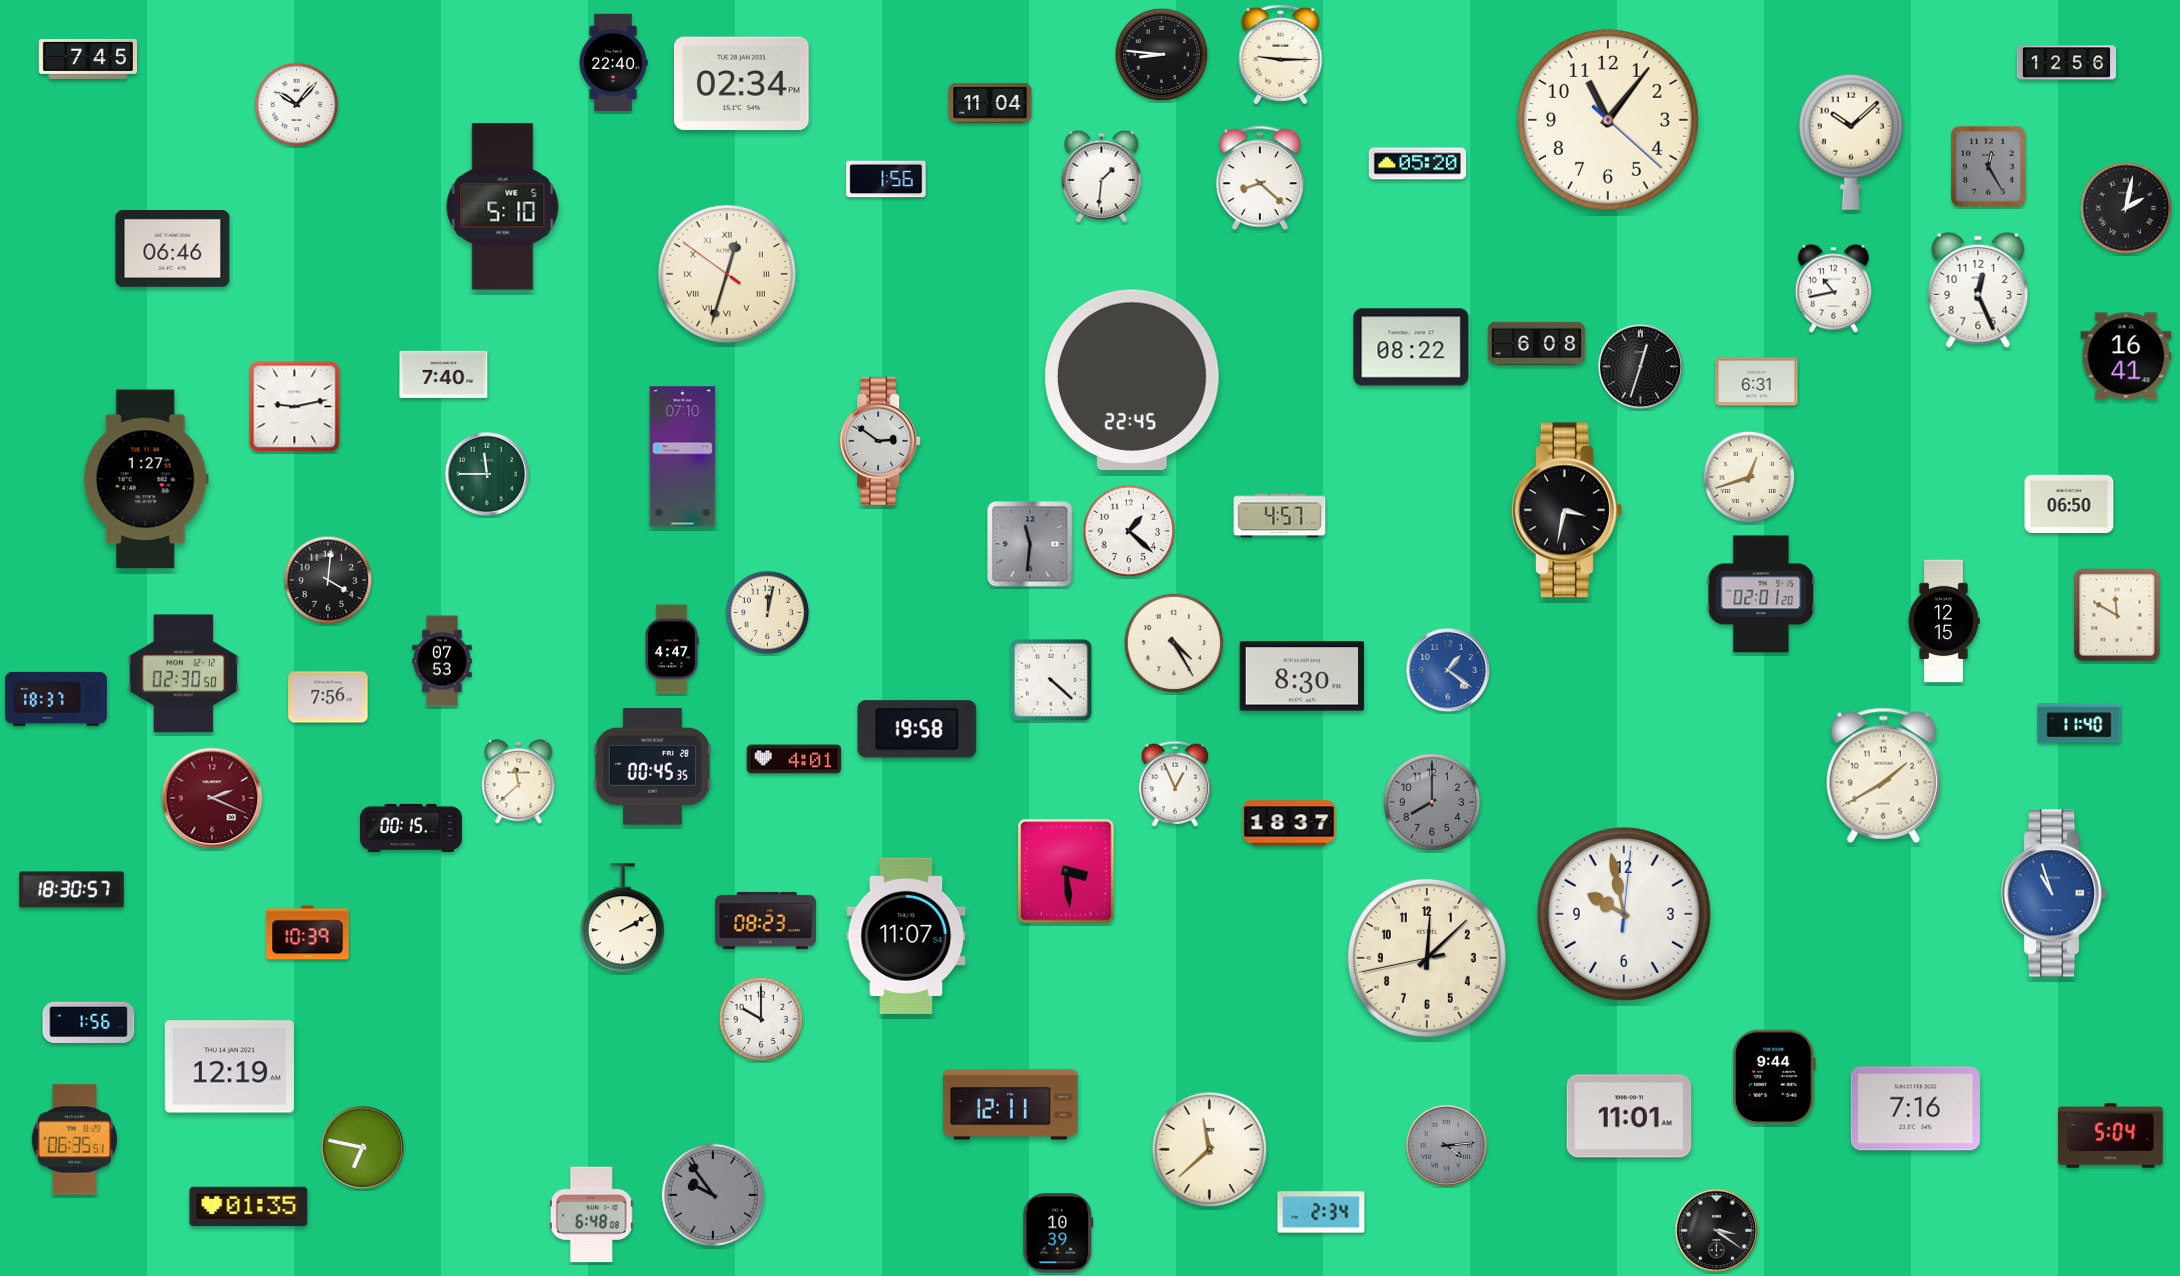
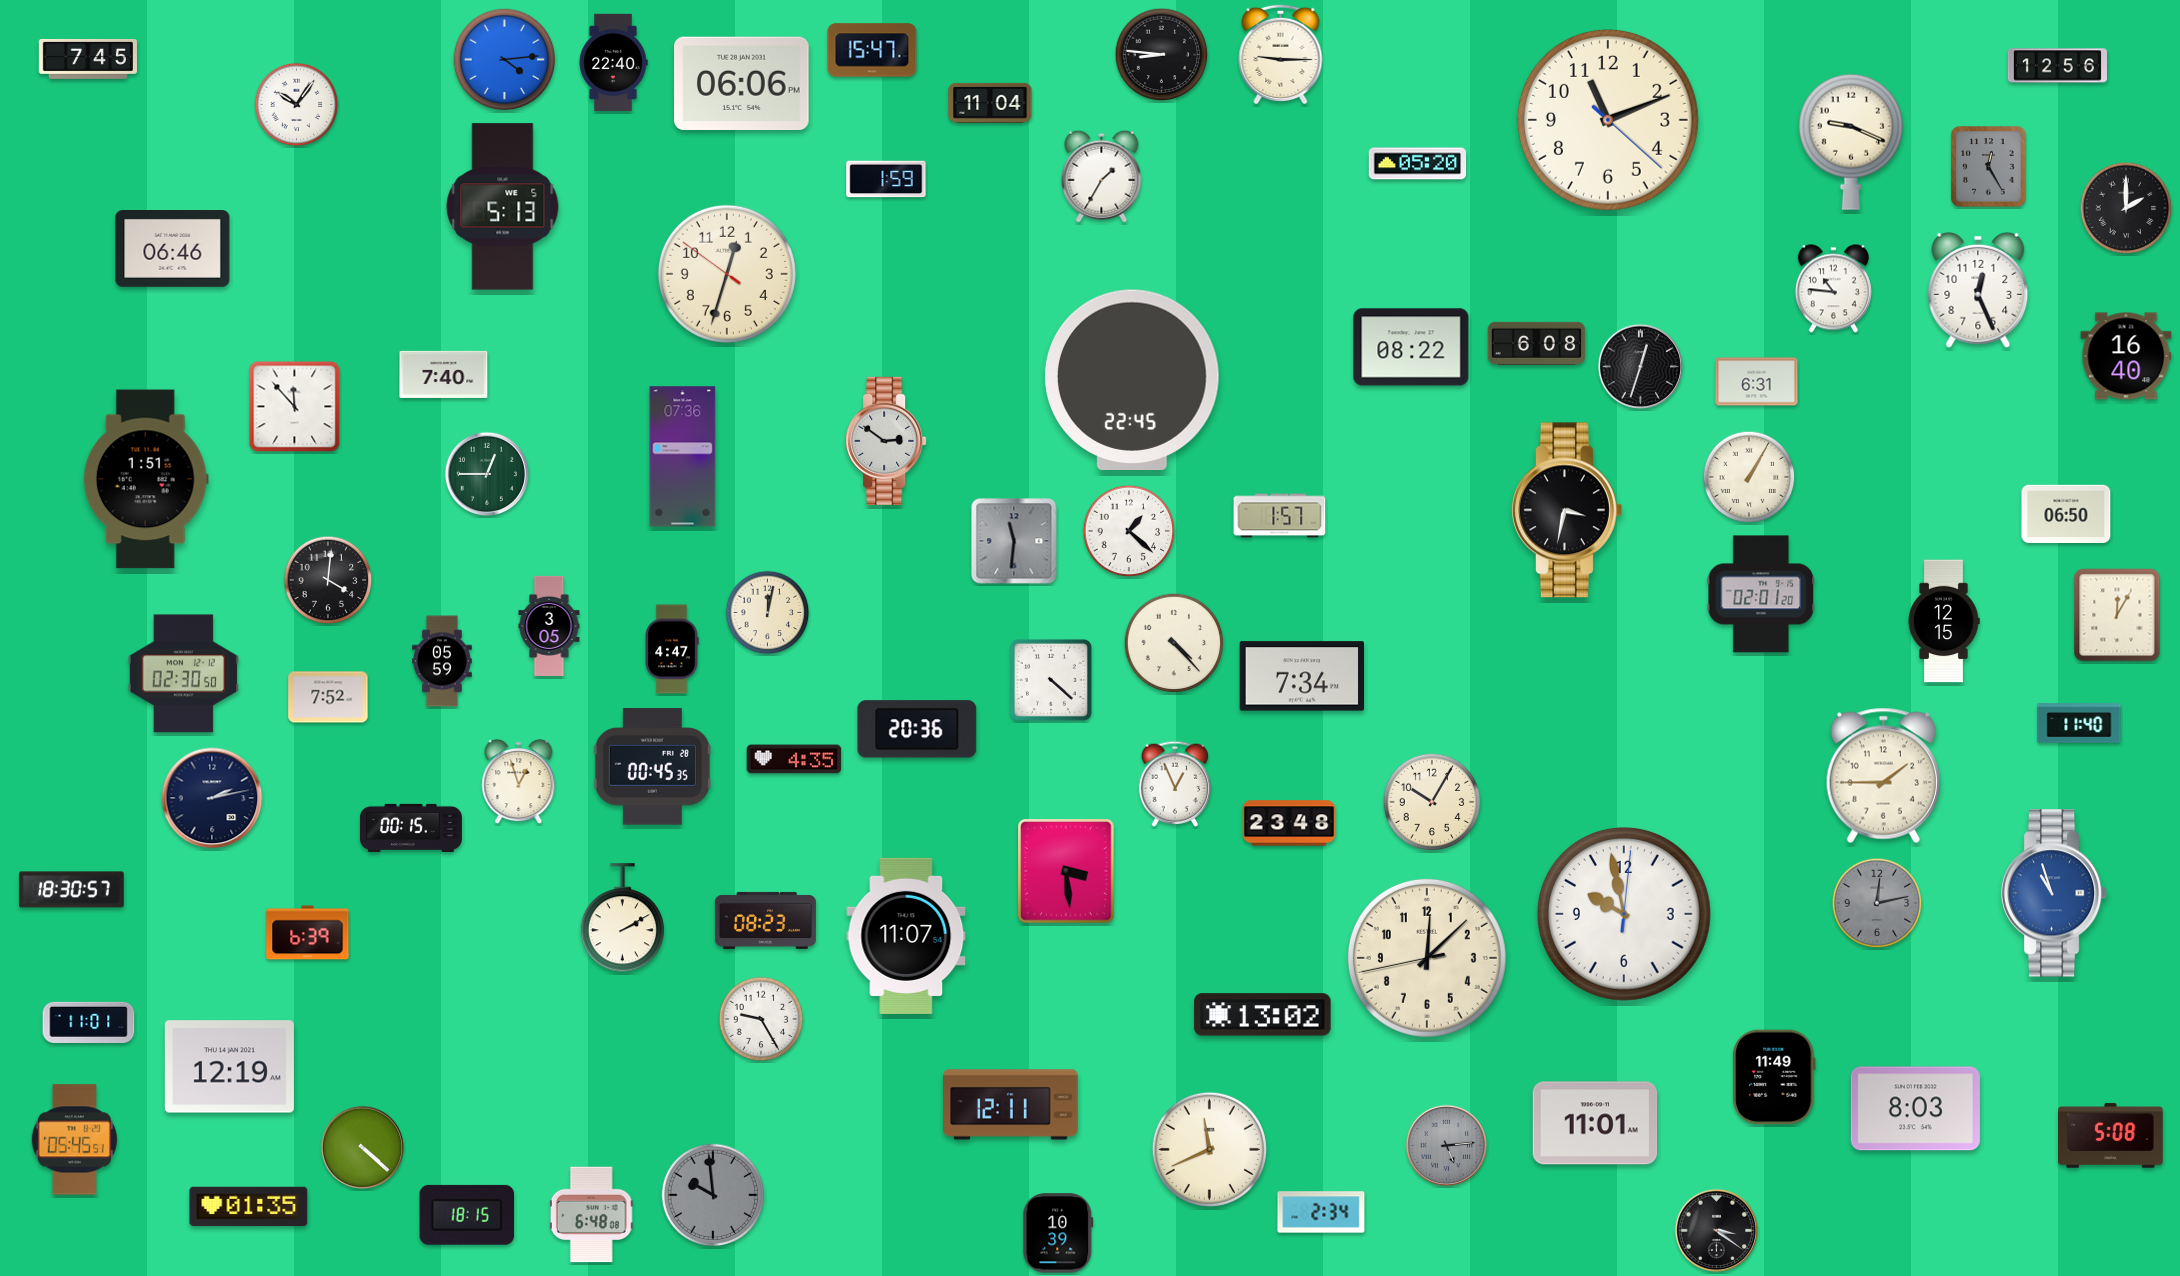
clock at (872, 50): none -> 15:47
clock at (505, 60): none -> 4:14
clock at (2066, 63) position: (2066, 63) -> (2057, 66)
clock at (742, 83): 02:34 -> 06:06
clock at (297, 105): 10:07 -> 10:06
clock at (1608, 120): 11:06 -> 11:11
clock at (1851, 142): 10:08 -> 9:19
clock at (1102, 176): 1:31 -> 1:35
clock at (1260, 178): 8:22 -> none
clock at (886, 179): 1:56 -> 1:59
clock at (503, 207): 5:10 -> 5:13
clock at (2126, 208): 2:02 -> 2:00
clock at (727, 274) numerals: Roman -> Arabic
clock at (1833, 289): 10:43 -> 10:46
clock at (2126, 356): 16:41 -> 16:40
clock at (295, 407): 9:13 -> 11:53
clock at (880, 441) position: (880, 441) -> (886, 441)
clock at (683, 457): 07:10 -> 07:36
clock at (487, 474): 11:45 -> 12:45
clock at (1749, 477): 12:42 -> 1:05
clock at (146, 479): 1:27 -> 1:51
clock at (2069, 504) position: (2069, 504) -> (2066, 514)
clock at (1280, 516): 4:57 -> 1:57
clock at (1030, 544) position: (1030, 544) -> (1014, 541)
clock at (2117, 615): 11:50 -> 12:05
clock at (549, 626): none -> 3:05
clock at (1174, 643): 4:25 -> 4:23
clock at (442, 661): 07:53 -> 05:59
clock at (1448, 670): 1:21 -> none
clock at (1302, 676): 8:30 -> 7:34
clock at (328, 697): 7:56 -> 7:52
clock at (56, 699): 18:37 -> none
clock at (917, 729): 19:58 -> 20:36
clock at (794, 759): 4:01 -> 4:35
clock at (1883, 775): 1:40 -> 1:45
clock at (519, 782): 11:38 -> 12:57
clock at (212, 798): 2:19 -> 2:13
clock at (212, 798) dial: burgundy -> navy
clock at (1432, 802): 8:00 -> 10:05
clock at (1432, 802) dial: grey -> cream
clock at (1289, 823): 18:37 -> 23:48
clock at (1877, 903): none -> 12:13
clock at (308, 933): 10:39 -> 6:39
clock at (1263, 1015): none -> 13:02
clock at (761, 1019): 10:00 -> 9:25
clock at (89, 1022): 1:56 -> 11:01
clock at (1774, 1077): 9:44 -> 11:49
clock at (1915, 1109): 7:16 -> 8:03
clock at (1629, 1116) position: (1629, 1116) -> (1595, 1123)
clock at (2111, 1136): 5:04 -> 5:08
clock at (74, 1140): 06:35 -> 05:45
clock at (1447, 1146): 4:14 -> 5:14
clock at (363, 1148): 6:47 -> 4:22
clock at (1209, 1149): 11:38 -> 11:41
clock at (713, 1195): 9:54 -> 9:59
clock at (467, 1215): none -> 18:15
